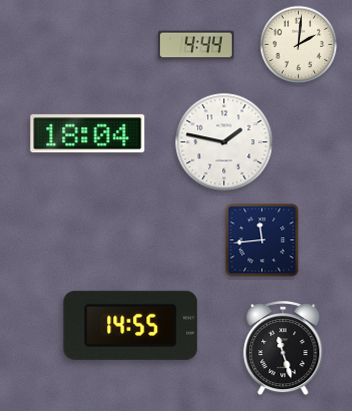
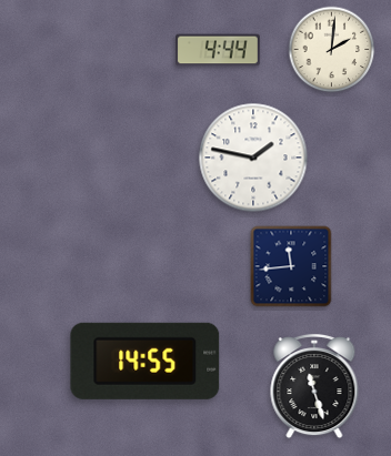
clock at (88, 134): 18:04 -> none
clock at (224, 142) position: (224, 142) -> (253, 158)
